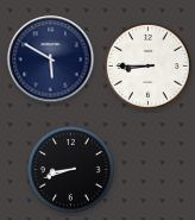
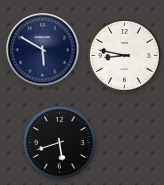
clock at (149, 67): 8:45 -> 8:47
clock at (71, 170): 8:42 -> 5:42
